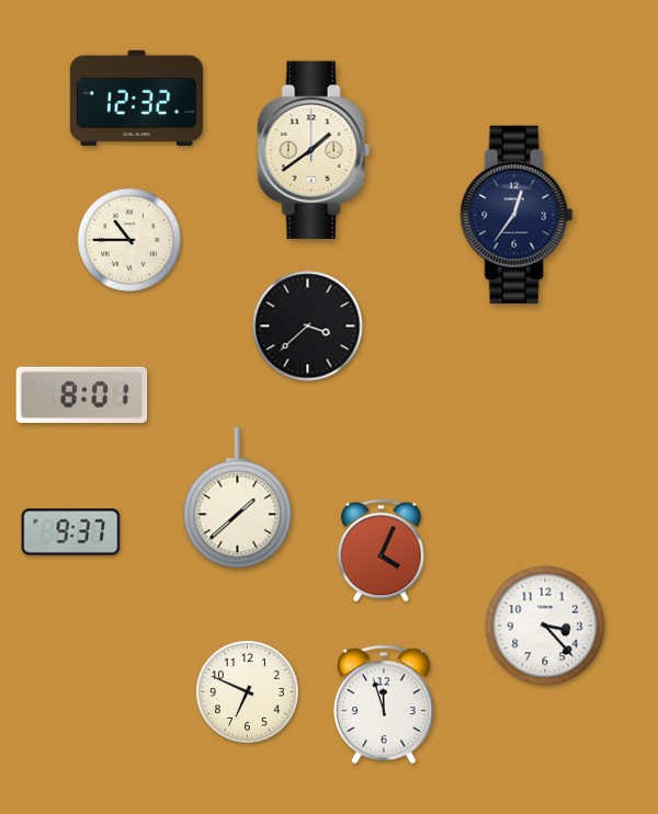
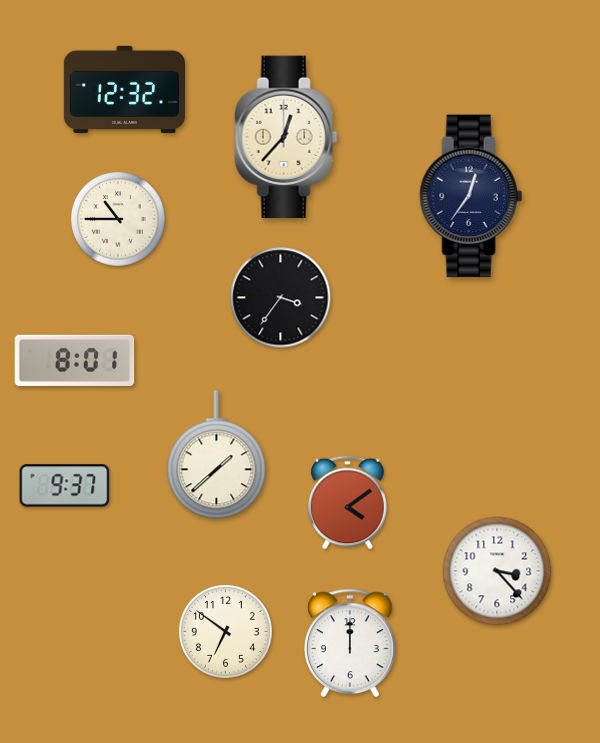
clock at (314, 150): 1:39 -> 12:37
clock at (308, 326): 3:38 -> 3:36
clock at (382, 551): 4:04 -> 4:09
clock at (247, 692): 6:49 -> 6:51
clock at (384, 704): 11:57 -> 12:00
